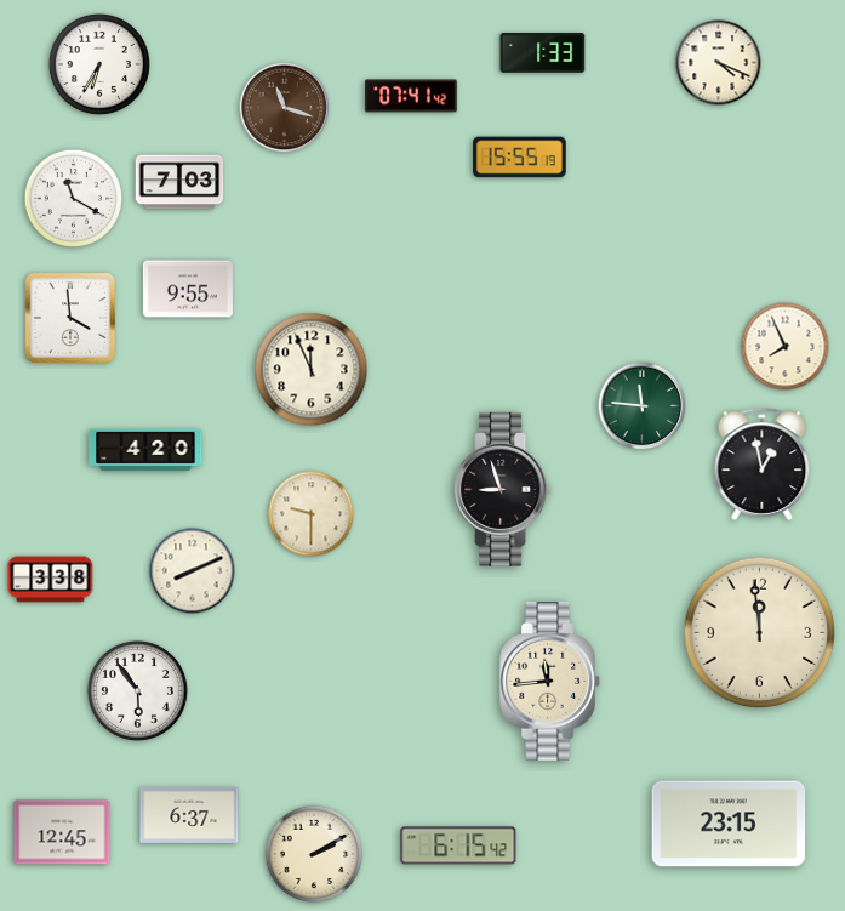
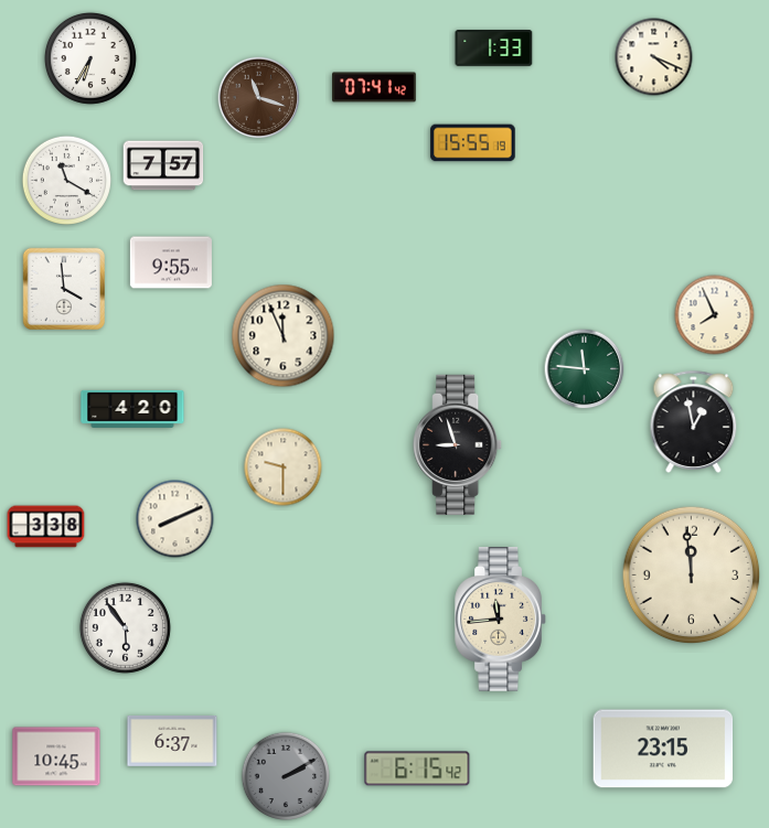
clock at (179, 182): 7:03 -> 7:57
clock at (62, 832): 12:45 -> 10:45
clock at (314, 854) dial: cream -> grey
